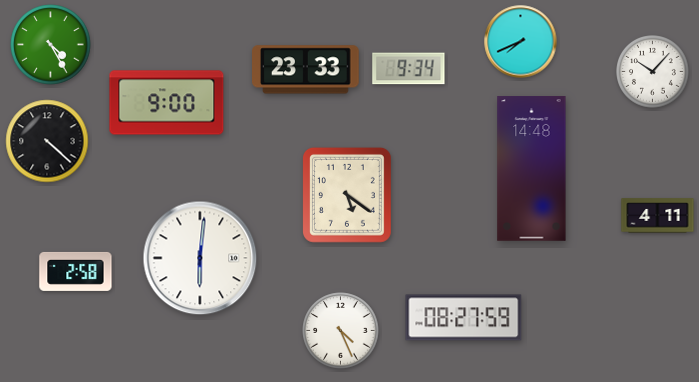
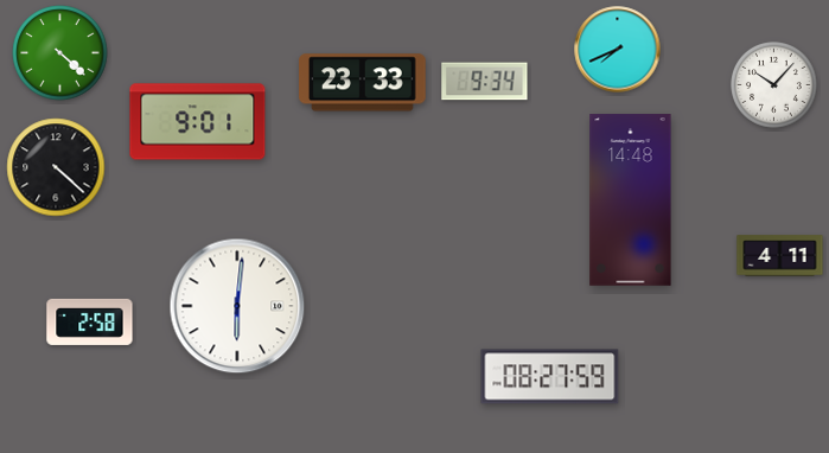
clock at (51, 45): 4:25 -> 4:22
clock at (167, 103): 9:00 -> 9:01
clock at (347, 195): 5:21 -> none
clock at (341, 331): 4:26 -> none
